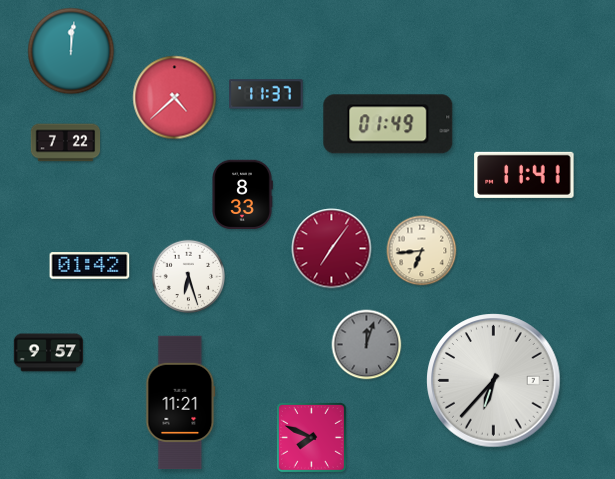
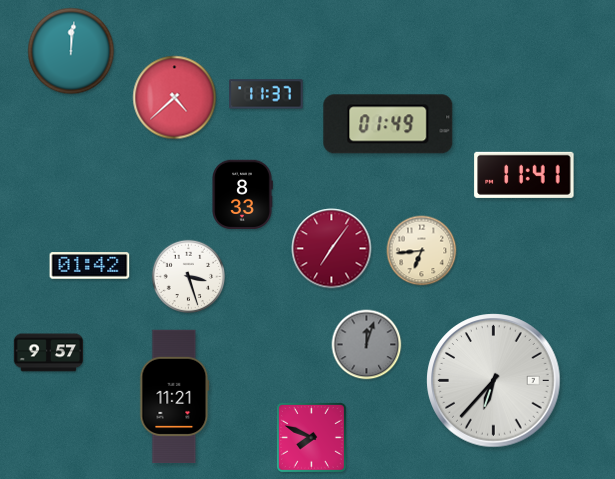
clock at (66, 143): 7:22 -> none
clock at (189, 277): 6:27 -> 3:27
clock at (181, 403) position: (181, 403) -> (175, 397)
